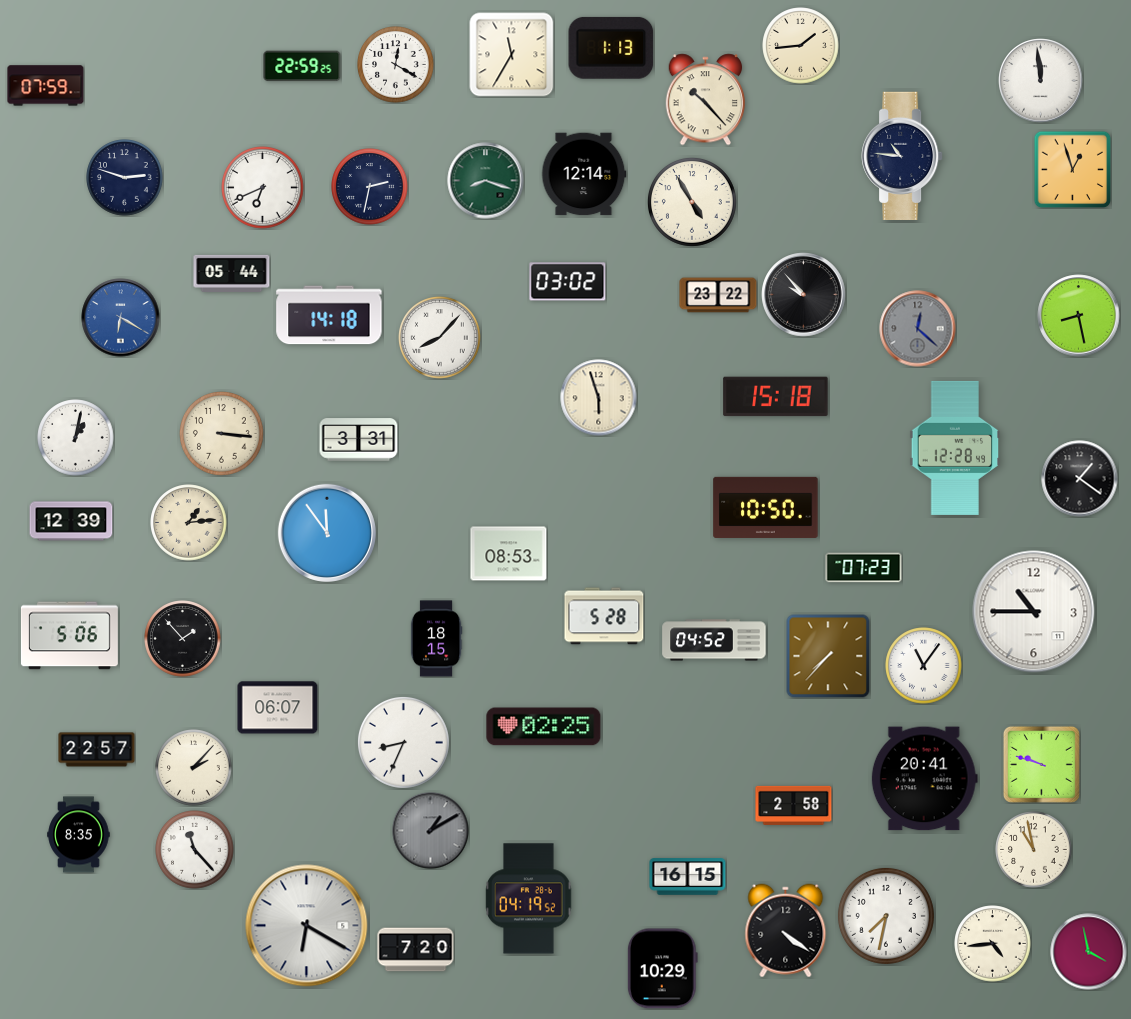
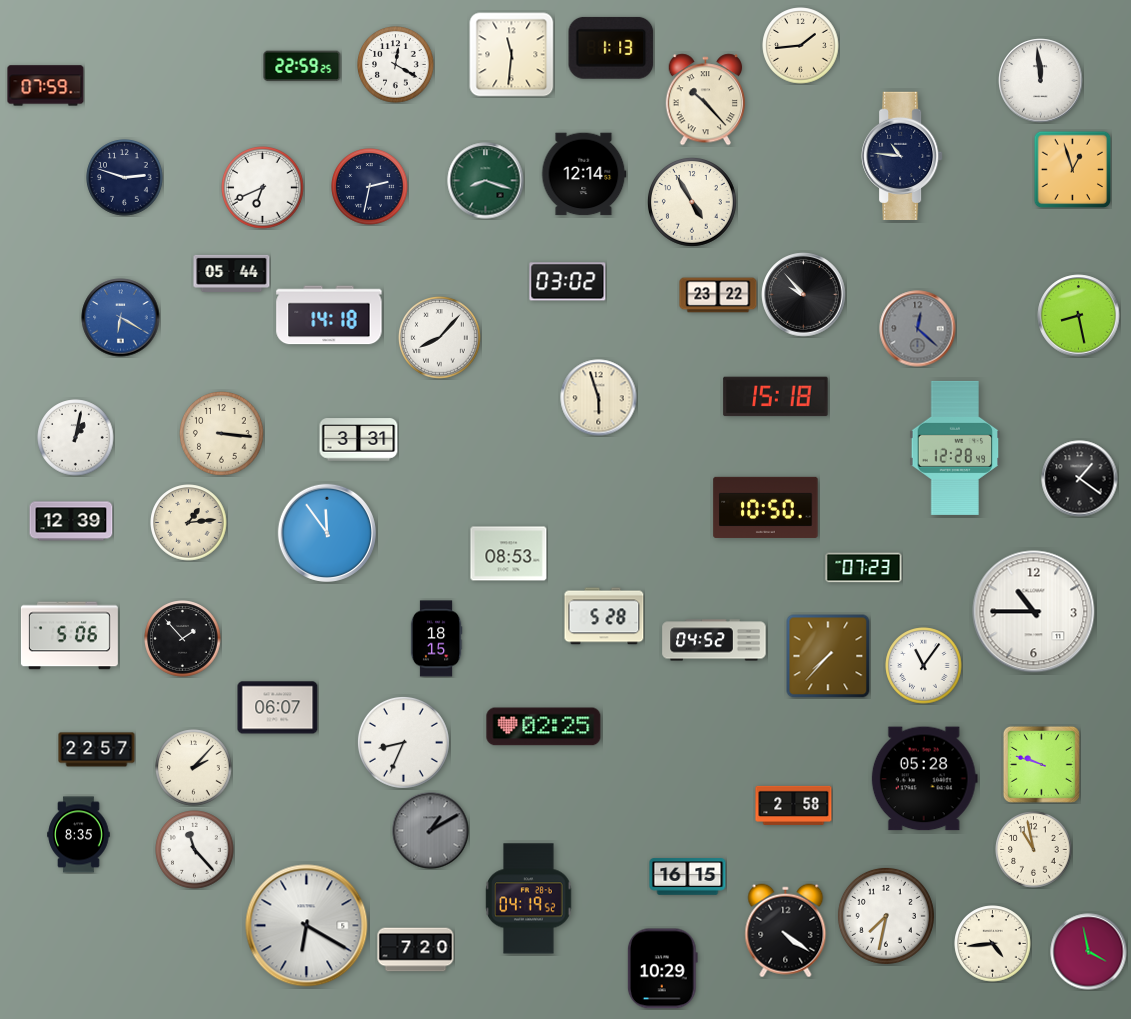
clock at (512, 55): 11:35 -> 11:31
clock at (924, 779): 20:41 -> 05:28
